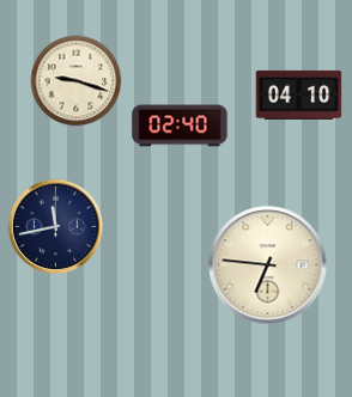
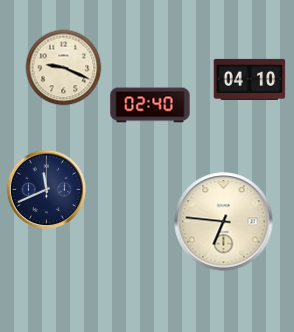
clock at (77, 81): 9:18 -> 9:19
clock at (55, 226): 11:43 -> 11:41
